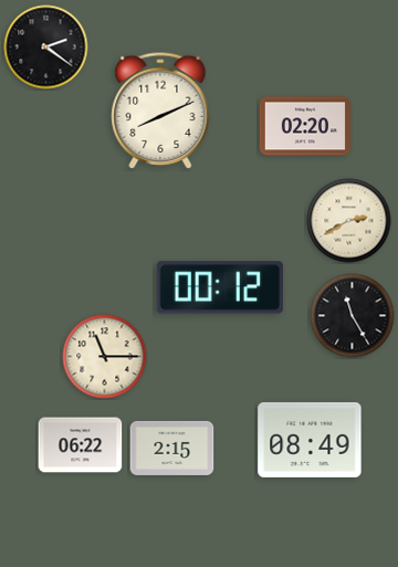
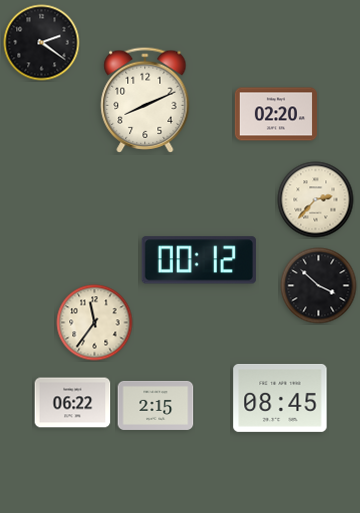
clock at (349, 221): 2:40 -> 2:37
clock at (353, 316): 11:25 -> 3:52
clock at (105, 357): 11:15 -> 11:36
clock at (310, 440): 08:49 -> 08:45
